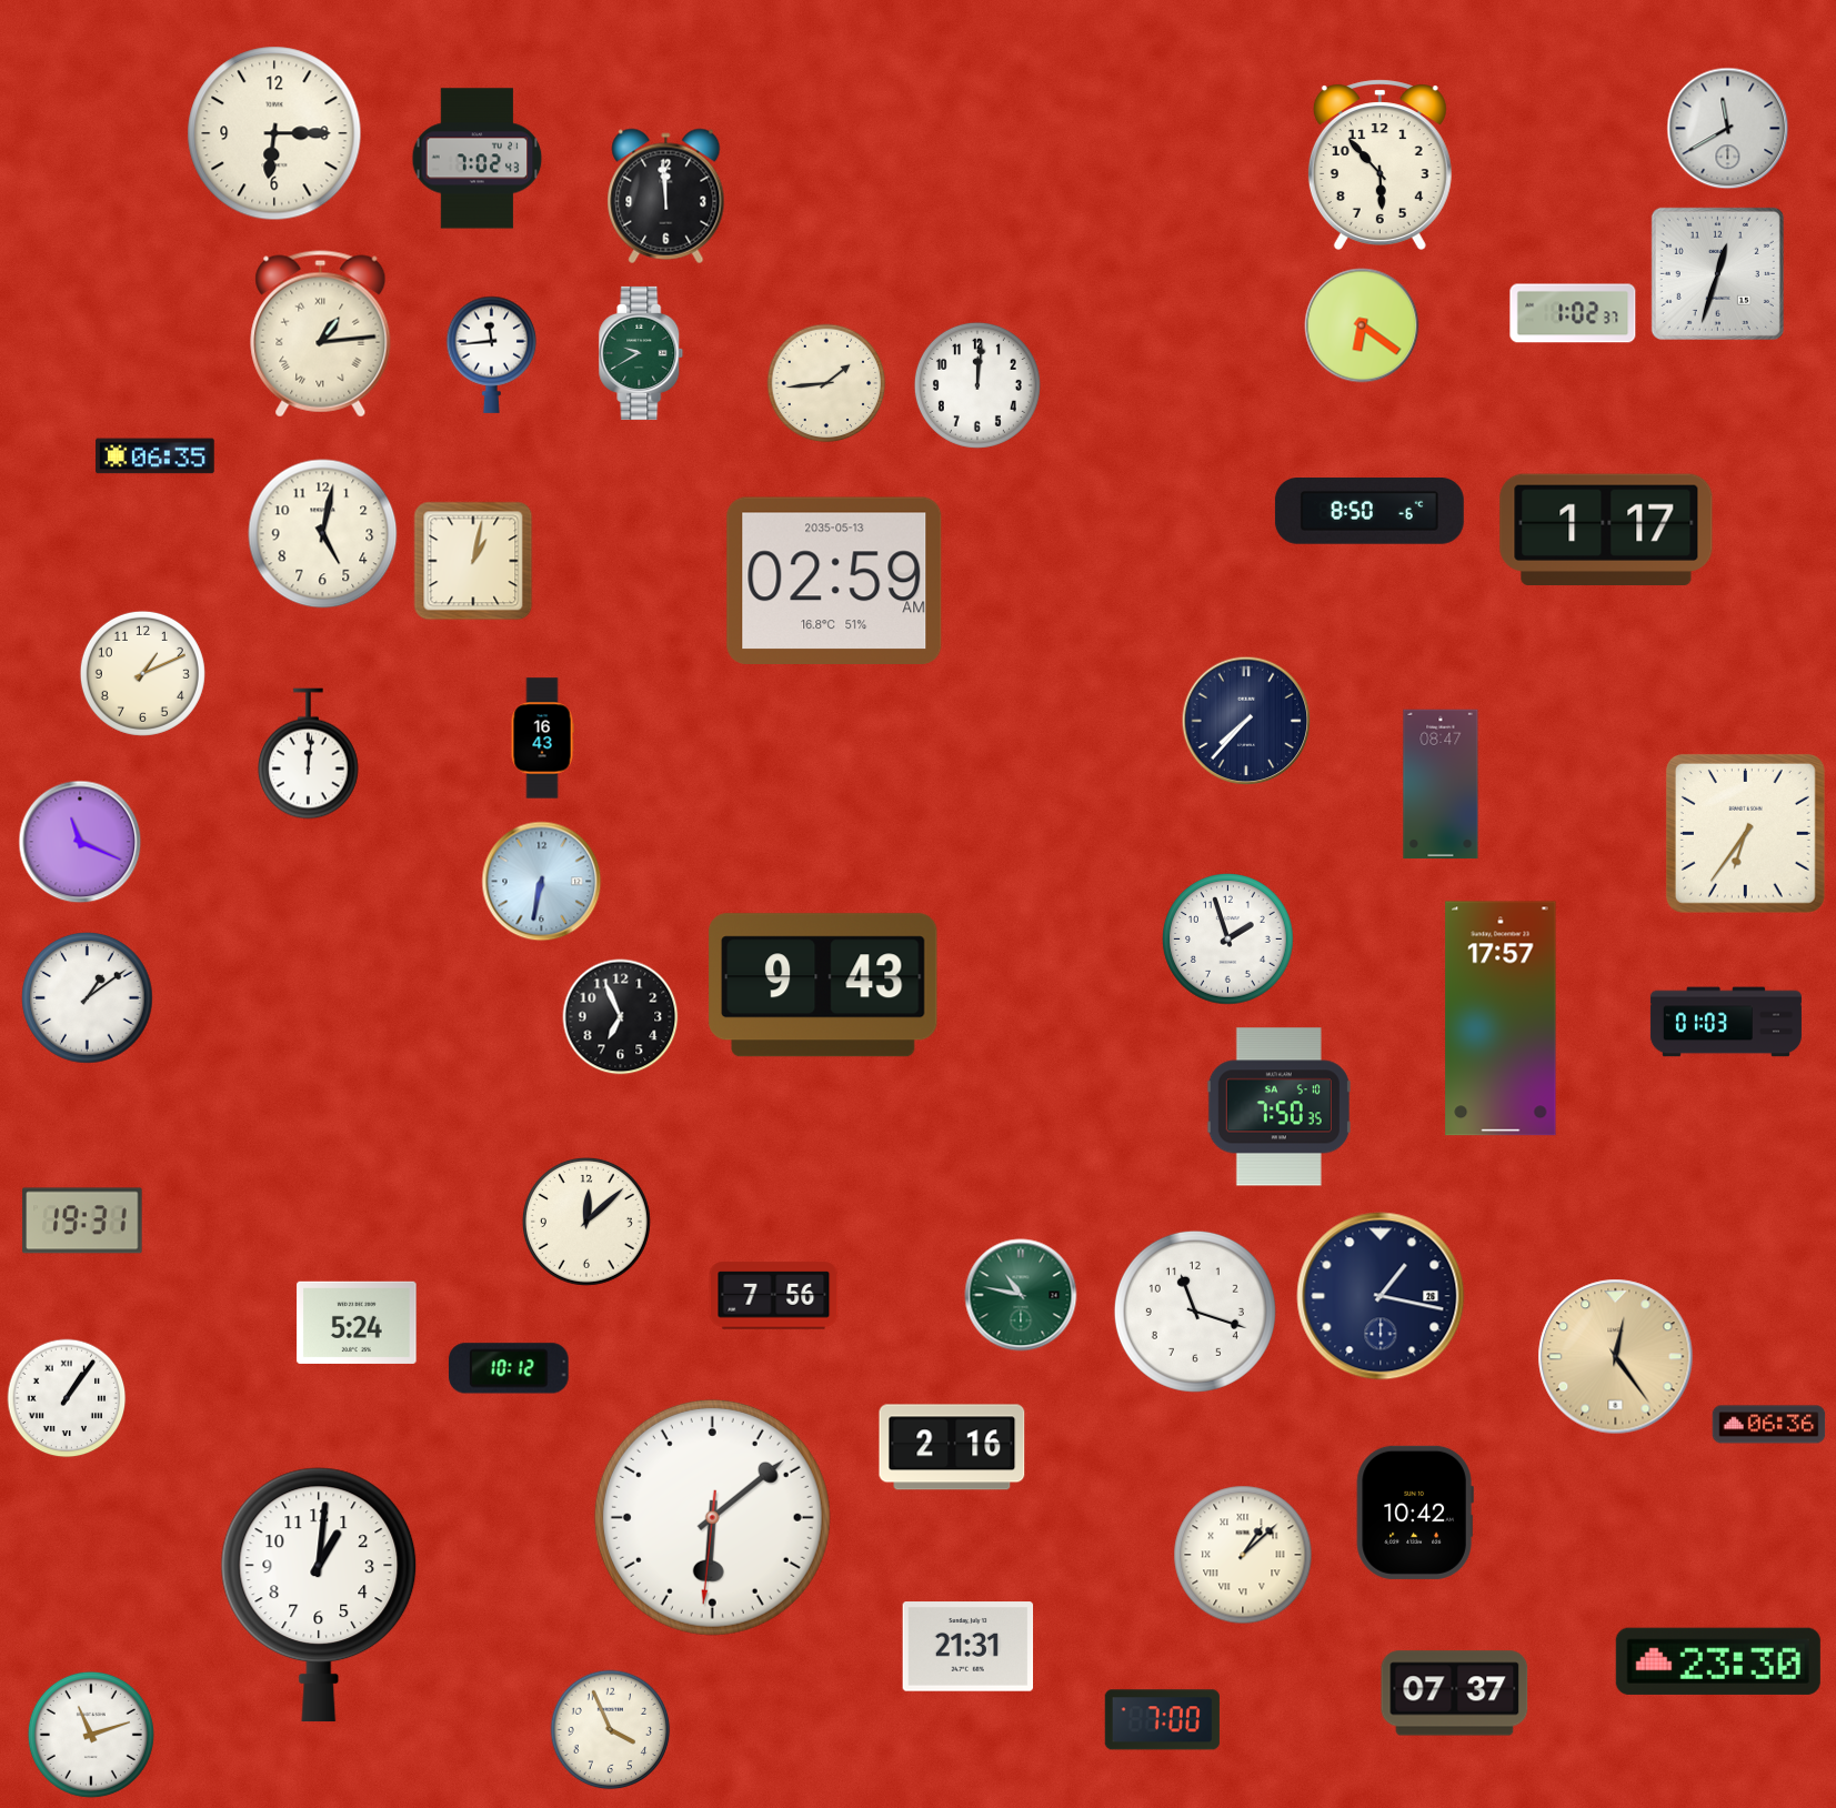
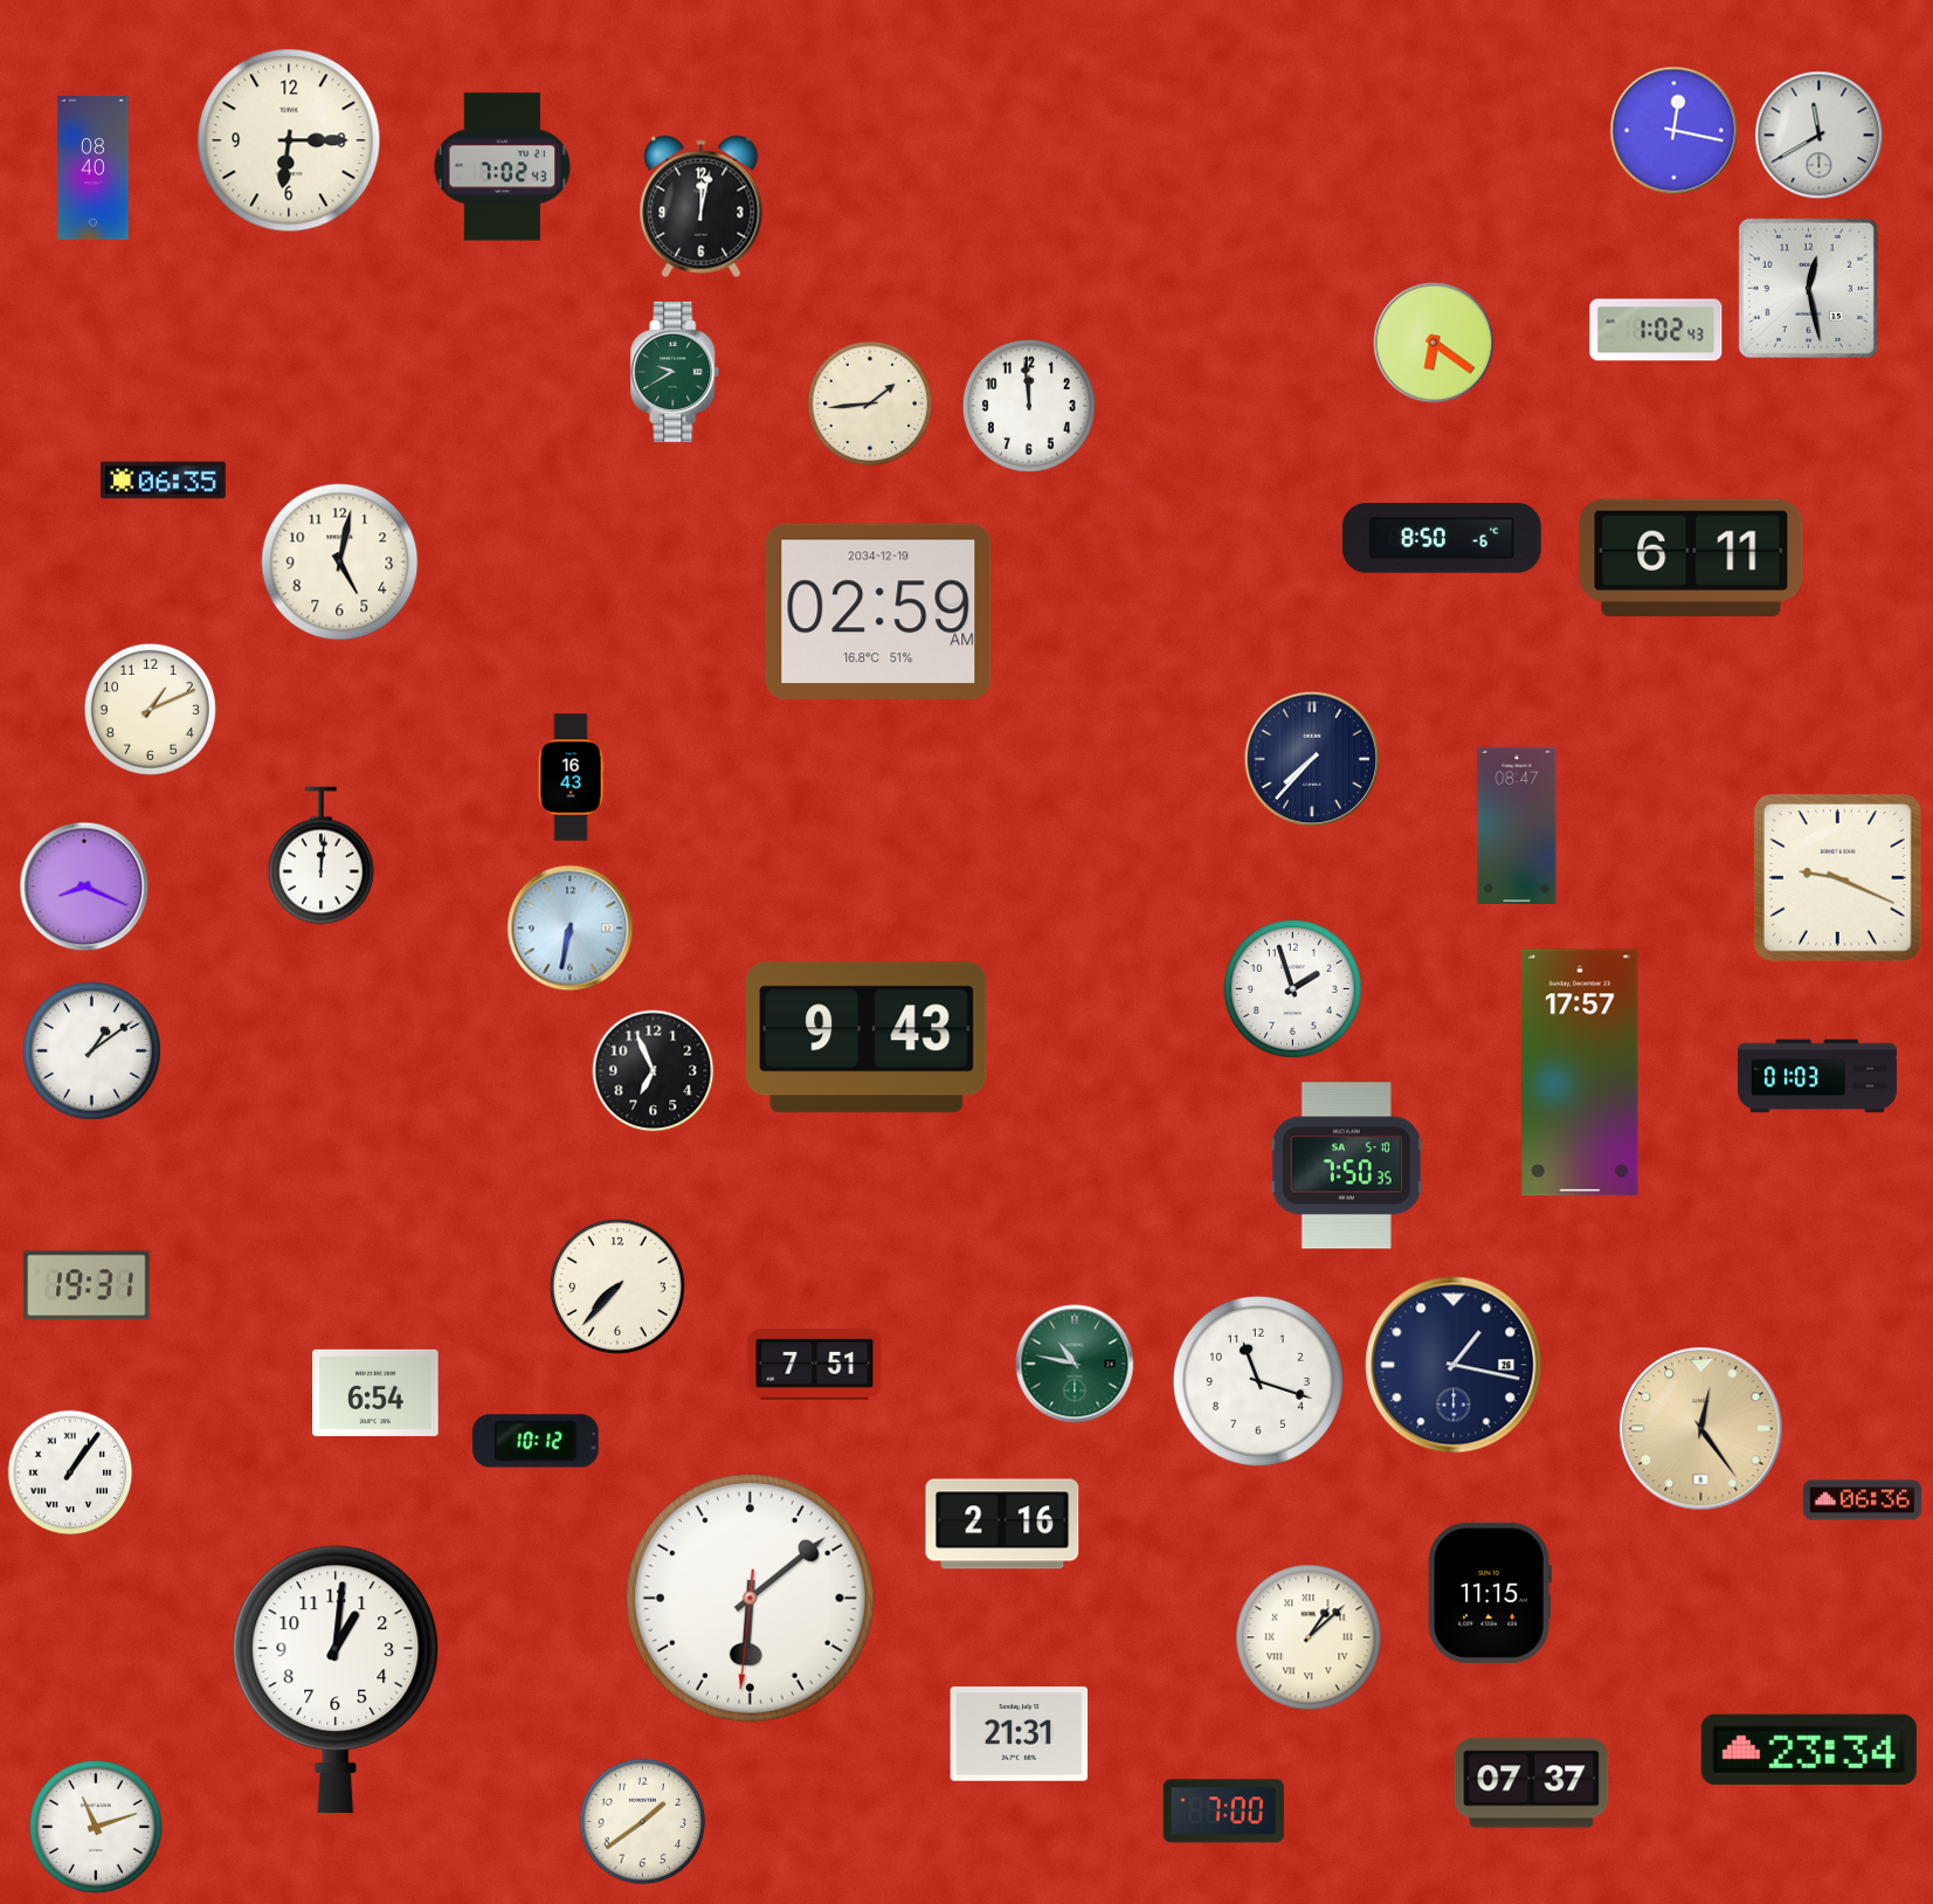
clock at (1675, 131): none -> 12:17
clock at (94, 168): none -> 08:40
clock at (1379, 164): 5:53 -> none
clock at (666, 197): 11:59 -> 12:02
clock at (1717, 273): 12:33 -> 12:28
clock at (1573, 313): 1:02:37 -> 1:02:43
clock at (321, 334): 1:14 -> none
clock at (492, 354): 11:44 -> none
clock at (977, 385): 12:01 -> 11:59
clock at (1606, 530): 1:17 -> 6:11
clock at (473, 561): 1:02 -> none
clock at (834, 580) date: 2035-05-13 -> 2034-12-19
clock at (309, 754) position: (309, 754) -> (322, 856)
clock at (1745, 833): 6:36 -> 9:19
clock at (80, 842): 11:19 -> 8:19
clock at (586, 1222): 12:08 -> 7:37
clock at (774, 1296): 7:56 -> 7:51
clock at (357, 1323): 5:24 -> 6:54
clock at (1415, 1513): 10:42 -> 11:15
clock at (1718, 1661): 23:30 -> 23:34
clock at (611, 1730): 3:56 -> 1:39
